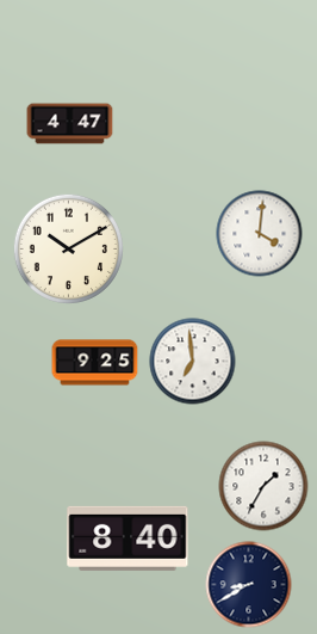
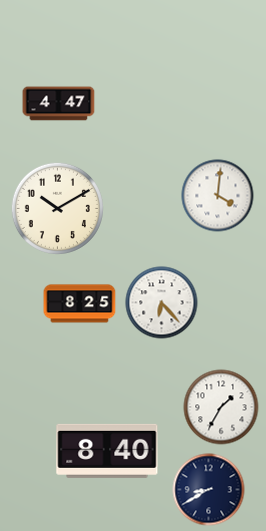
clock at (193, 362): 6:59 -> 6:23
clock at (95, 363): 9:25 -> 8:25
